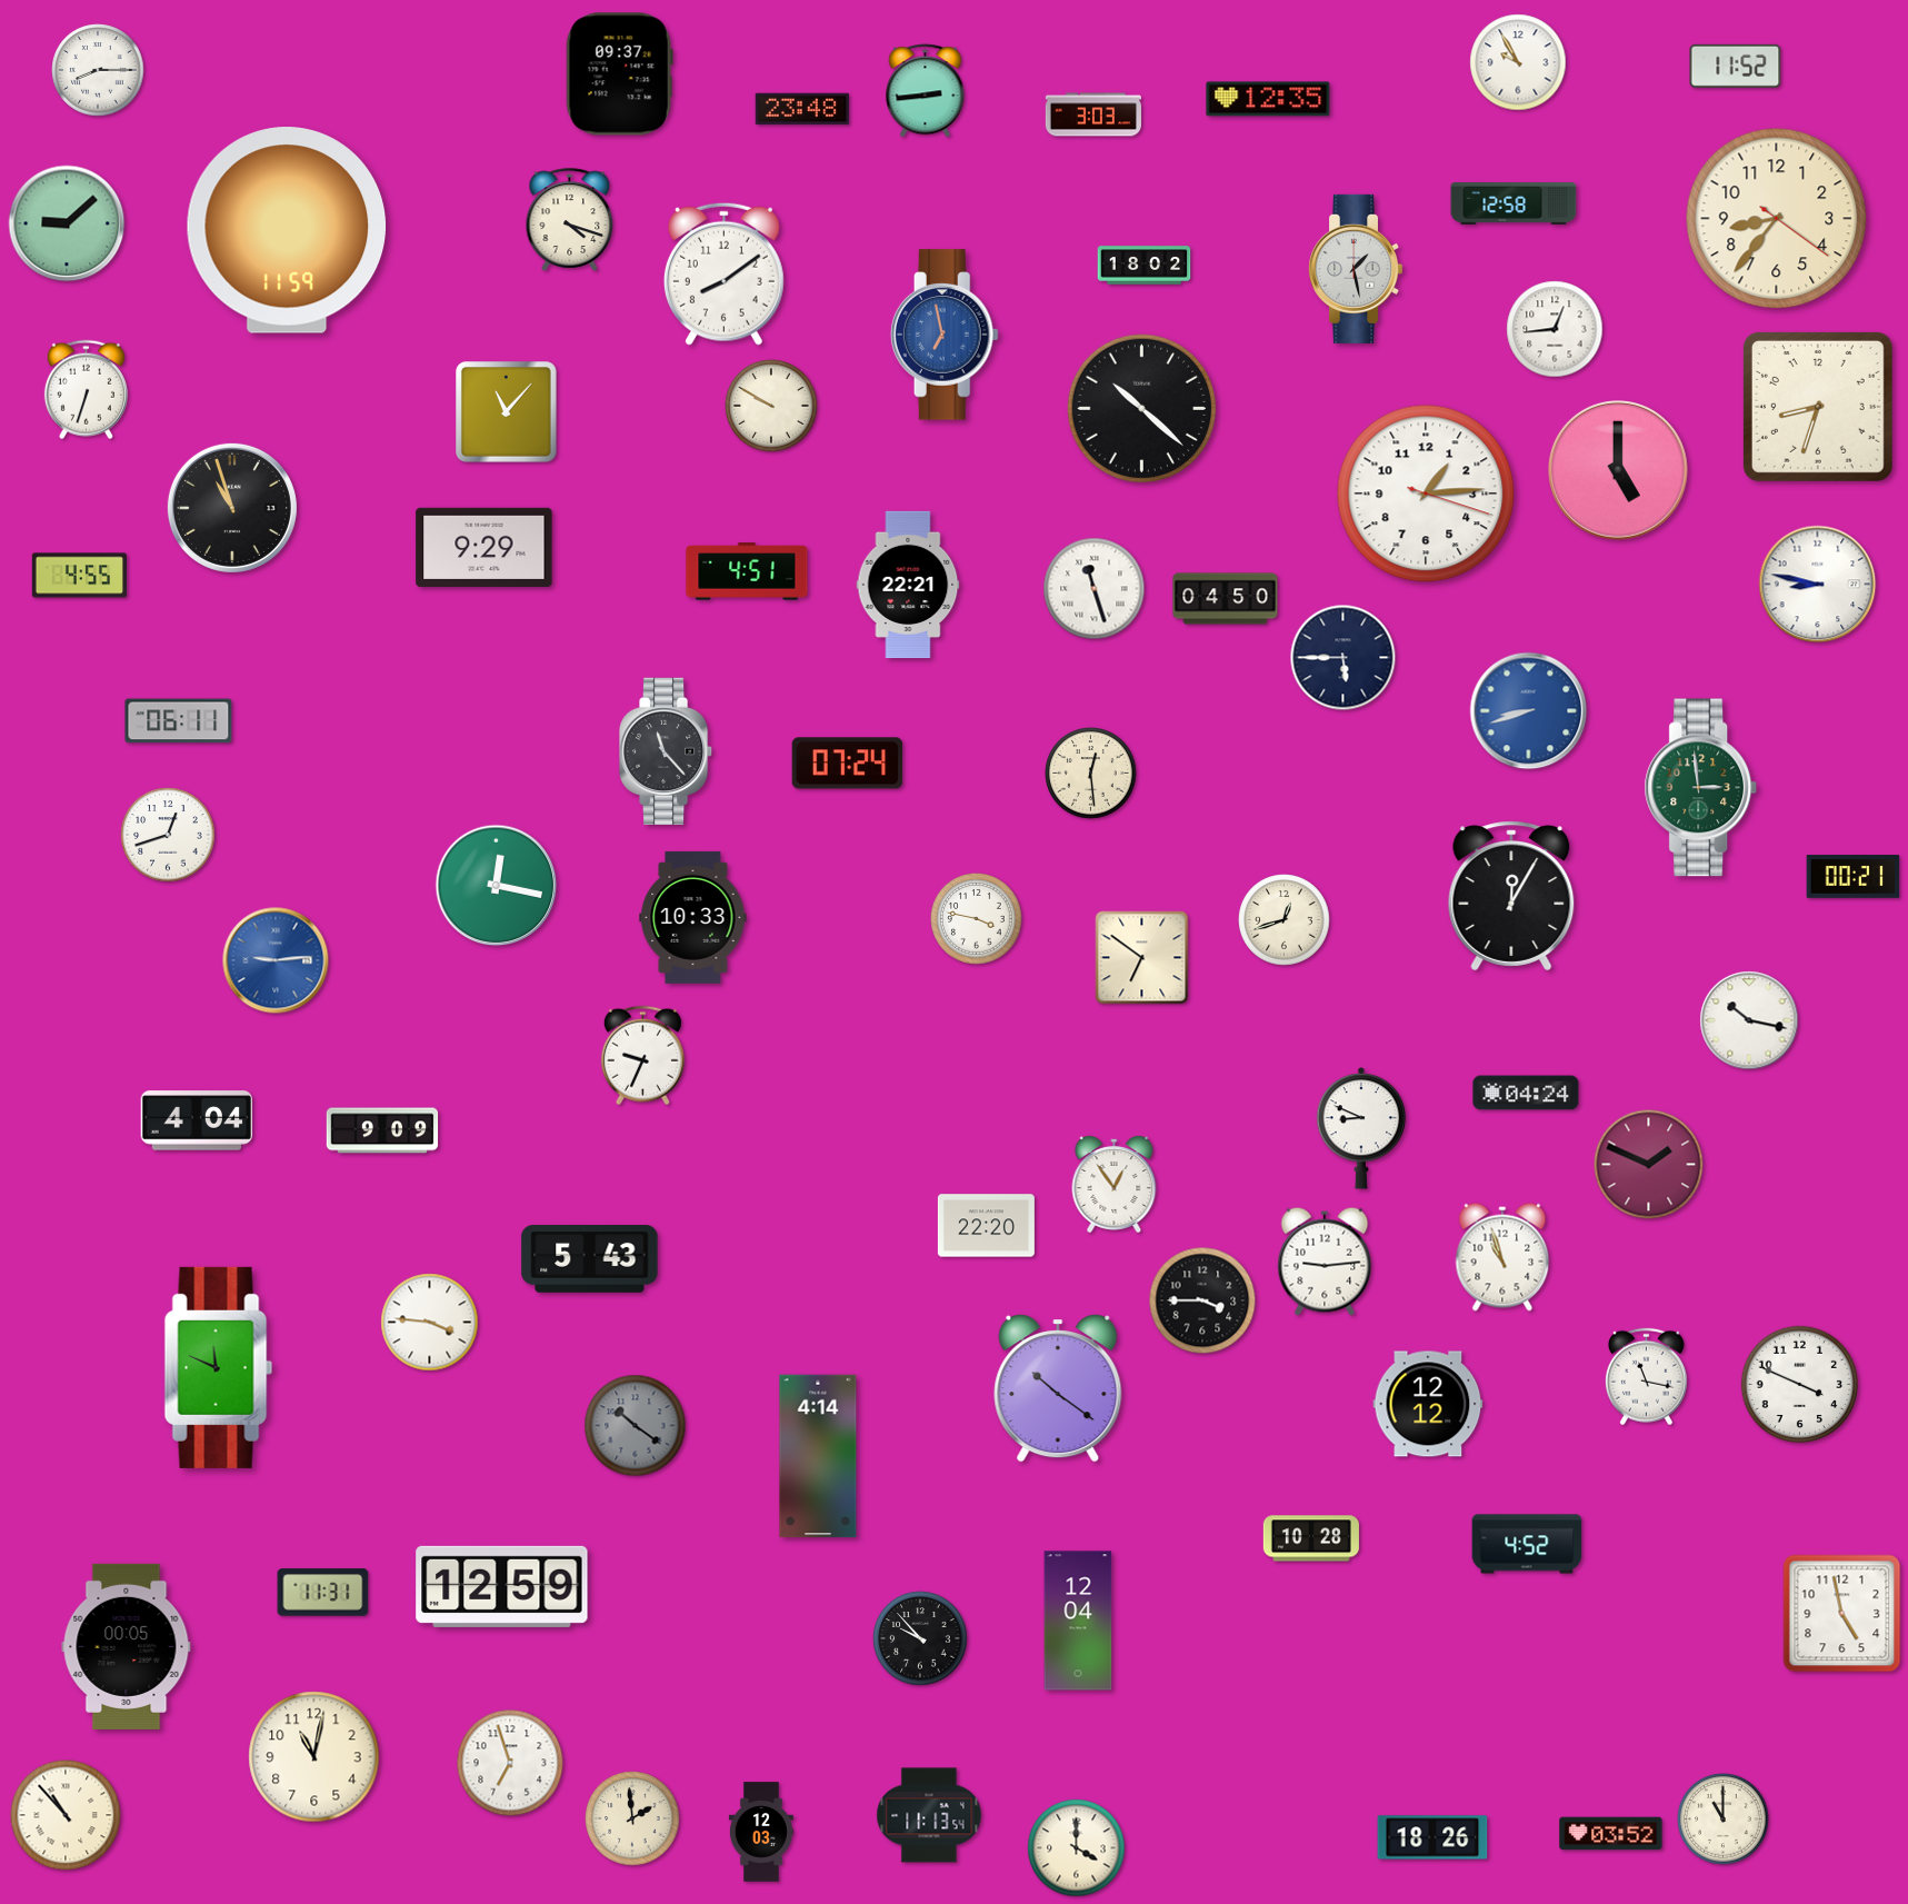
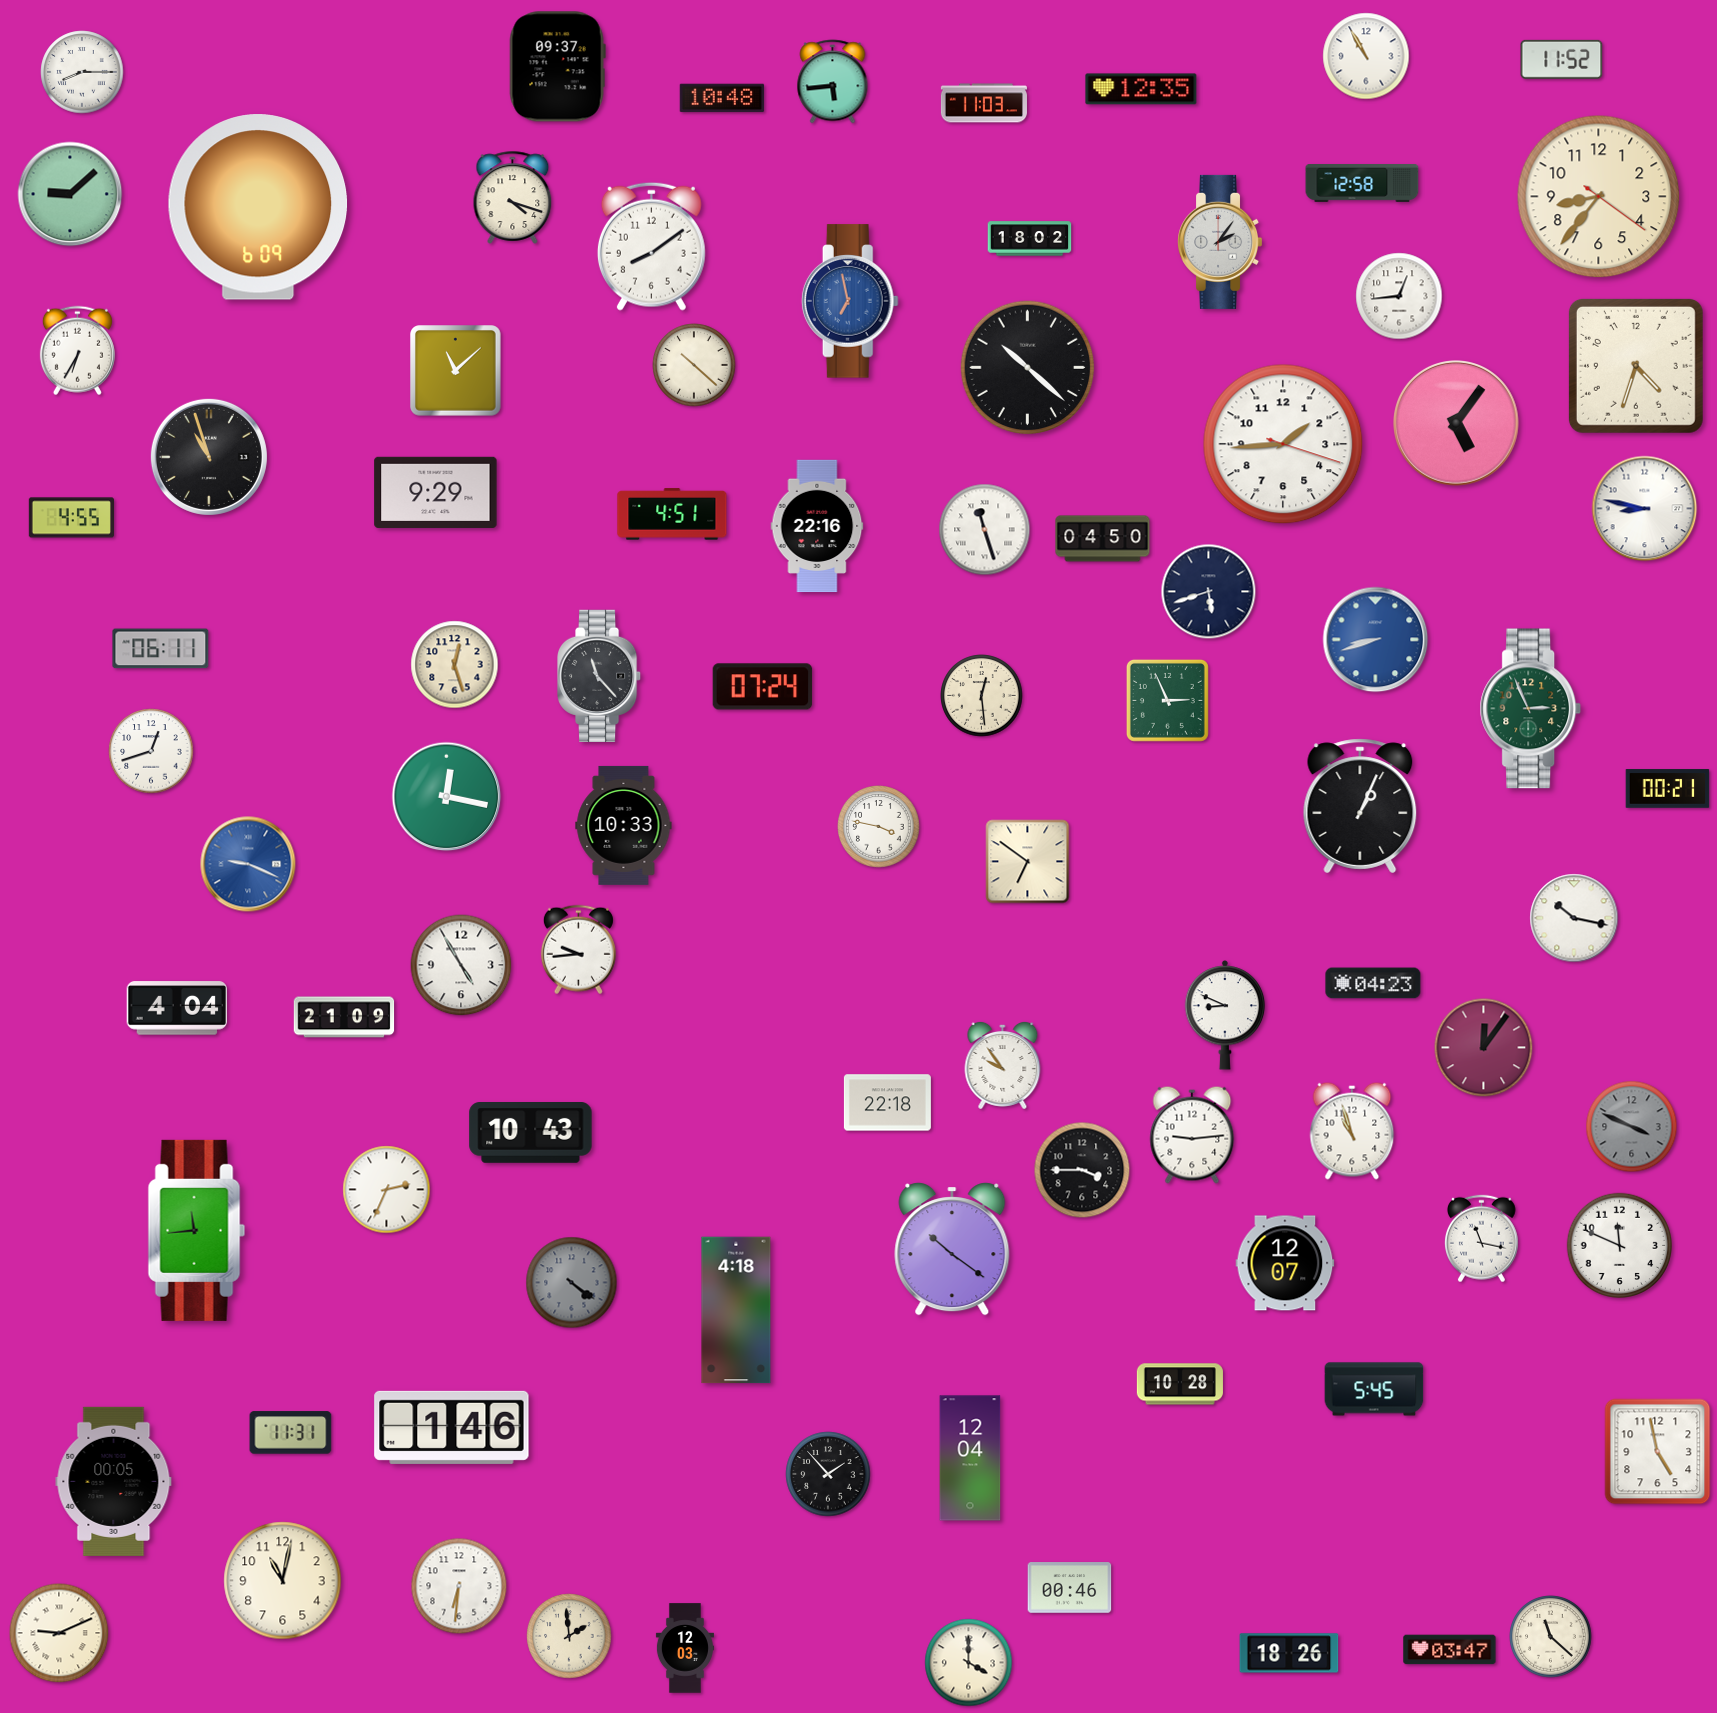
clock at (1518, 62): 9:55 -> 10:55
clock at (98, 70) position: (98, 70) -> (82, 72)
clock at (926, 91): 2:44 -> 5:44
clock at (802, 109): 23:48 -> 10:48
clock at (1093, 114): 3:03 -> 11:03
clock at (67, 223) position: (67, 223) -> (70, 194)
clock at (287, 231): 11:59 -> 6:09
clock at (1356, 269): 1:28 -> 2:06
clock at (86, 390): 6:33 -> 6:35
clock at (771, 406): 9:50 -> 10:22
clock at (1818, 407): 8:33 -> 4:33
clock at (507, 412): 11:07 -> 11:08
clock at (1619, 471): 5:00 -> 5:06
clock at (1426, 494): 1:14 -> 1:44
clock at (908, 585): 22:21 -> 22:16
clock at (1818, 585) position: (1818, 585) -> (1645, 509)
clock at (1343, 658): 5:45 -> 5:42
clock at (455, 665): none -> 12:27
clock at (1167, 700): none -> 2:56
clock at (1701, 788): 2:59 -> 2:56
clock at (1511, 896): 12:05 -> 1:04
clock at (1285, 920): 12:42 -> none
clock at (276, 960): 9:14 -> 9:19
clock at (642, 1056): 9:34 -> 9:44
clock at (461, 965): none -> 4:55
clock at (1526, 1093): 04:24 -> 04:23
clock at (382, 1130): 9:09 -> 21:09
clock at (1649, 1165): 1:49 -> 12:06
clock at (1115, 1184): 12:54 -> 9:54
clock at (986, 1226): 22:20 -> 22:18
clock at (1632, 1127): none -> 3:49
clock at (590, 1259): 5:43 -> 10:43
clock at (430, 1323): 3:46 -> 2:34
clock at (219, 1367): 11:49 -> 11:44
clock at (1799, 1384): 3:49 -> 11:49
clock at (1428, 1404): 12:12 -> 12:07
clock at (636, 1426): 10:21 -> 4:21
clock at (818, 1456): 4:14 -> 4:18
clock at (1527, 1544): 4:52 -> 5:45
clock at (502, 1586): 12:59 -> 1:46
clock at (920, 1638): 9:53 -> 1:53
clock at (510, 1763): 6:57 -> 6:31
clock at (1070, 1588): none -> 00:46
clock at (66, 1815): 10:53 -> 9:11
clock at (929, 1815): 11:13 -> none
clock at (1724, 1820): 11:00 -> 11:22
clock at (1611, 1834): 03:52 -> 03:47
